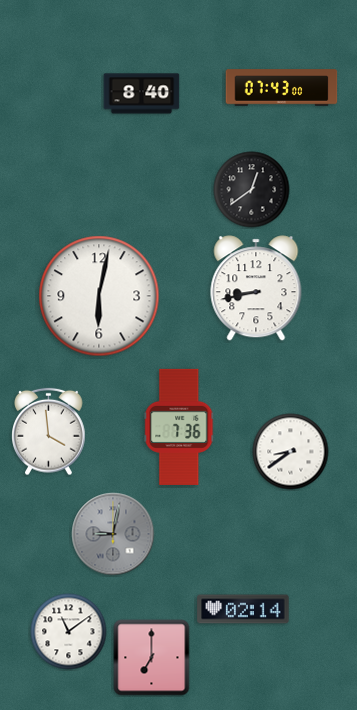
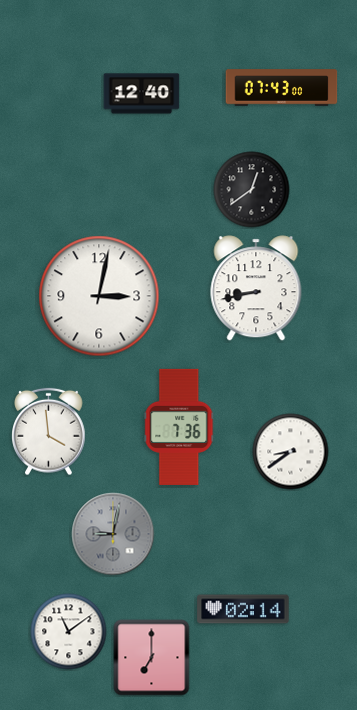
clock at (142, 94): 8:40 -> 12:40
clock at (99, 296): 6:02 -> 3:02
